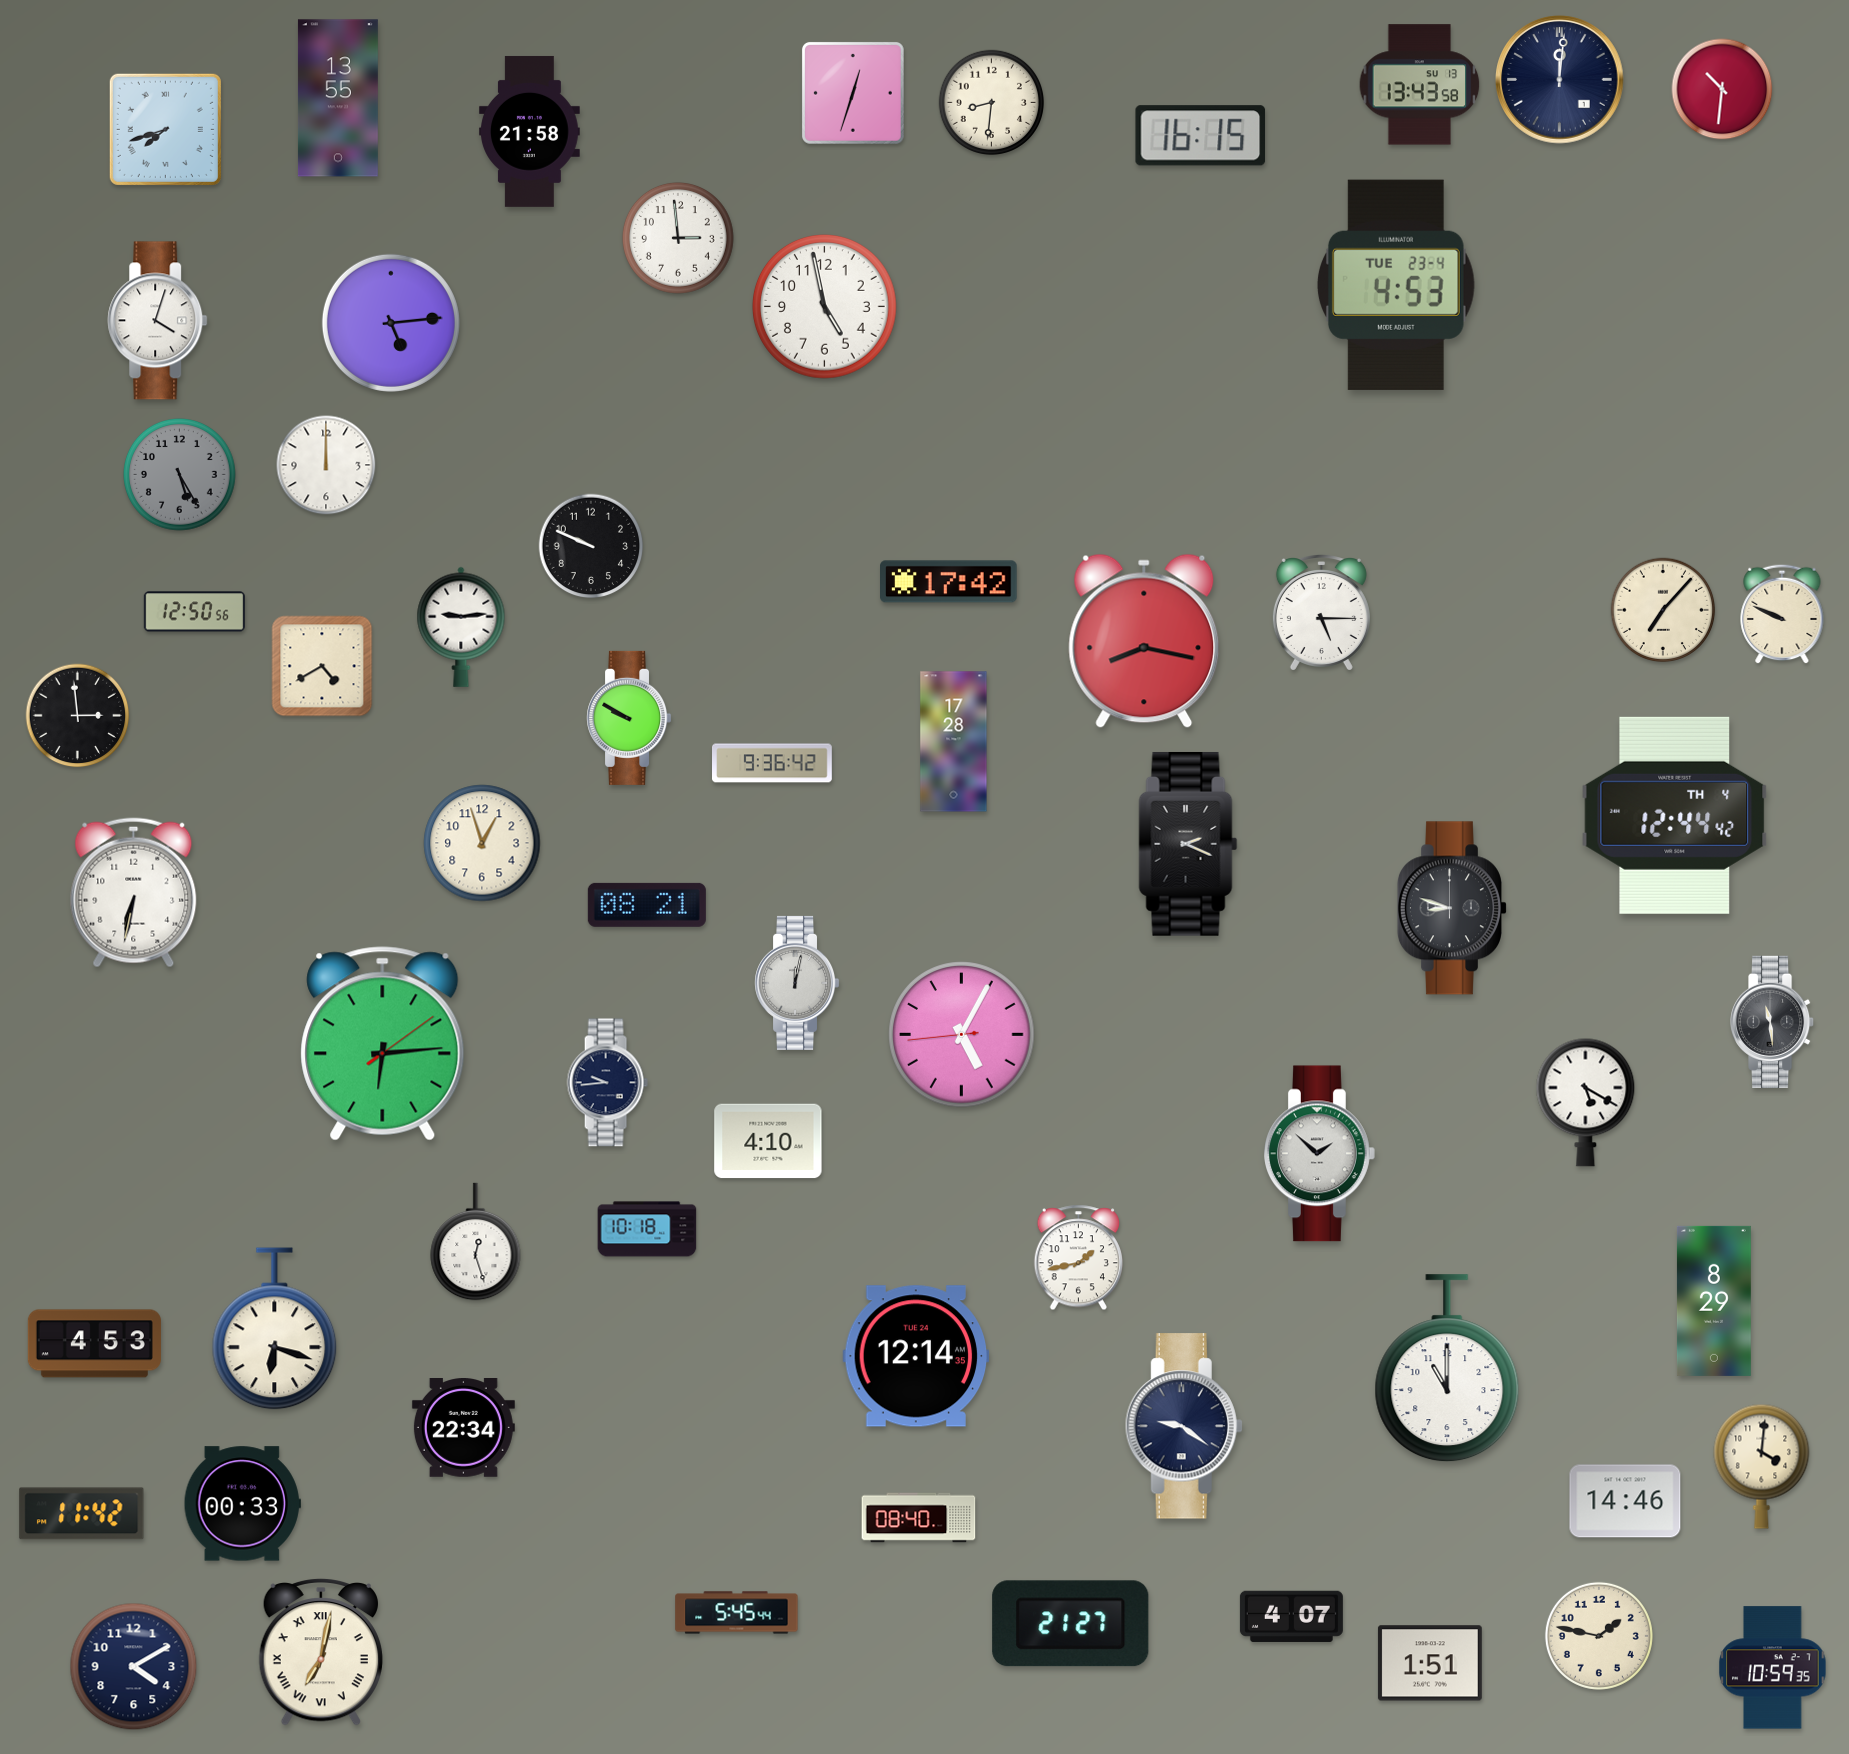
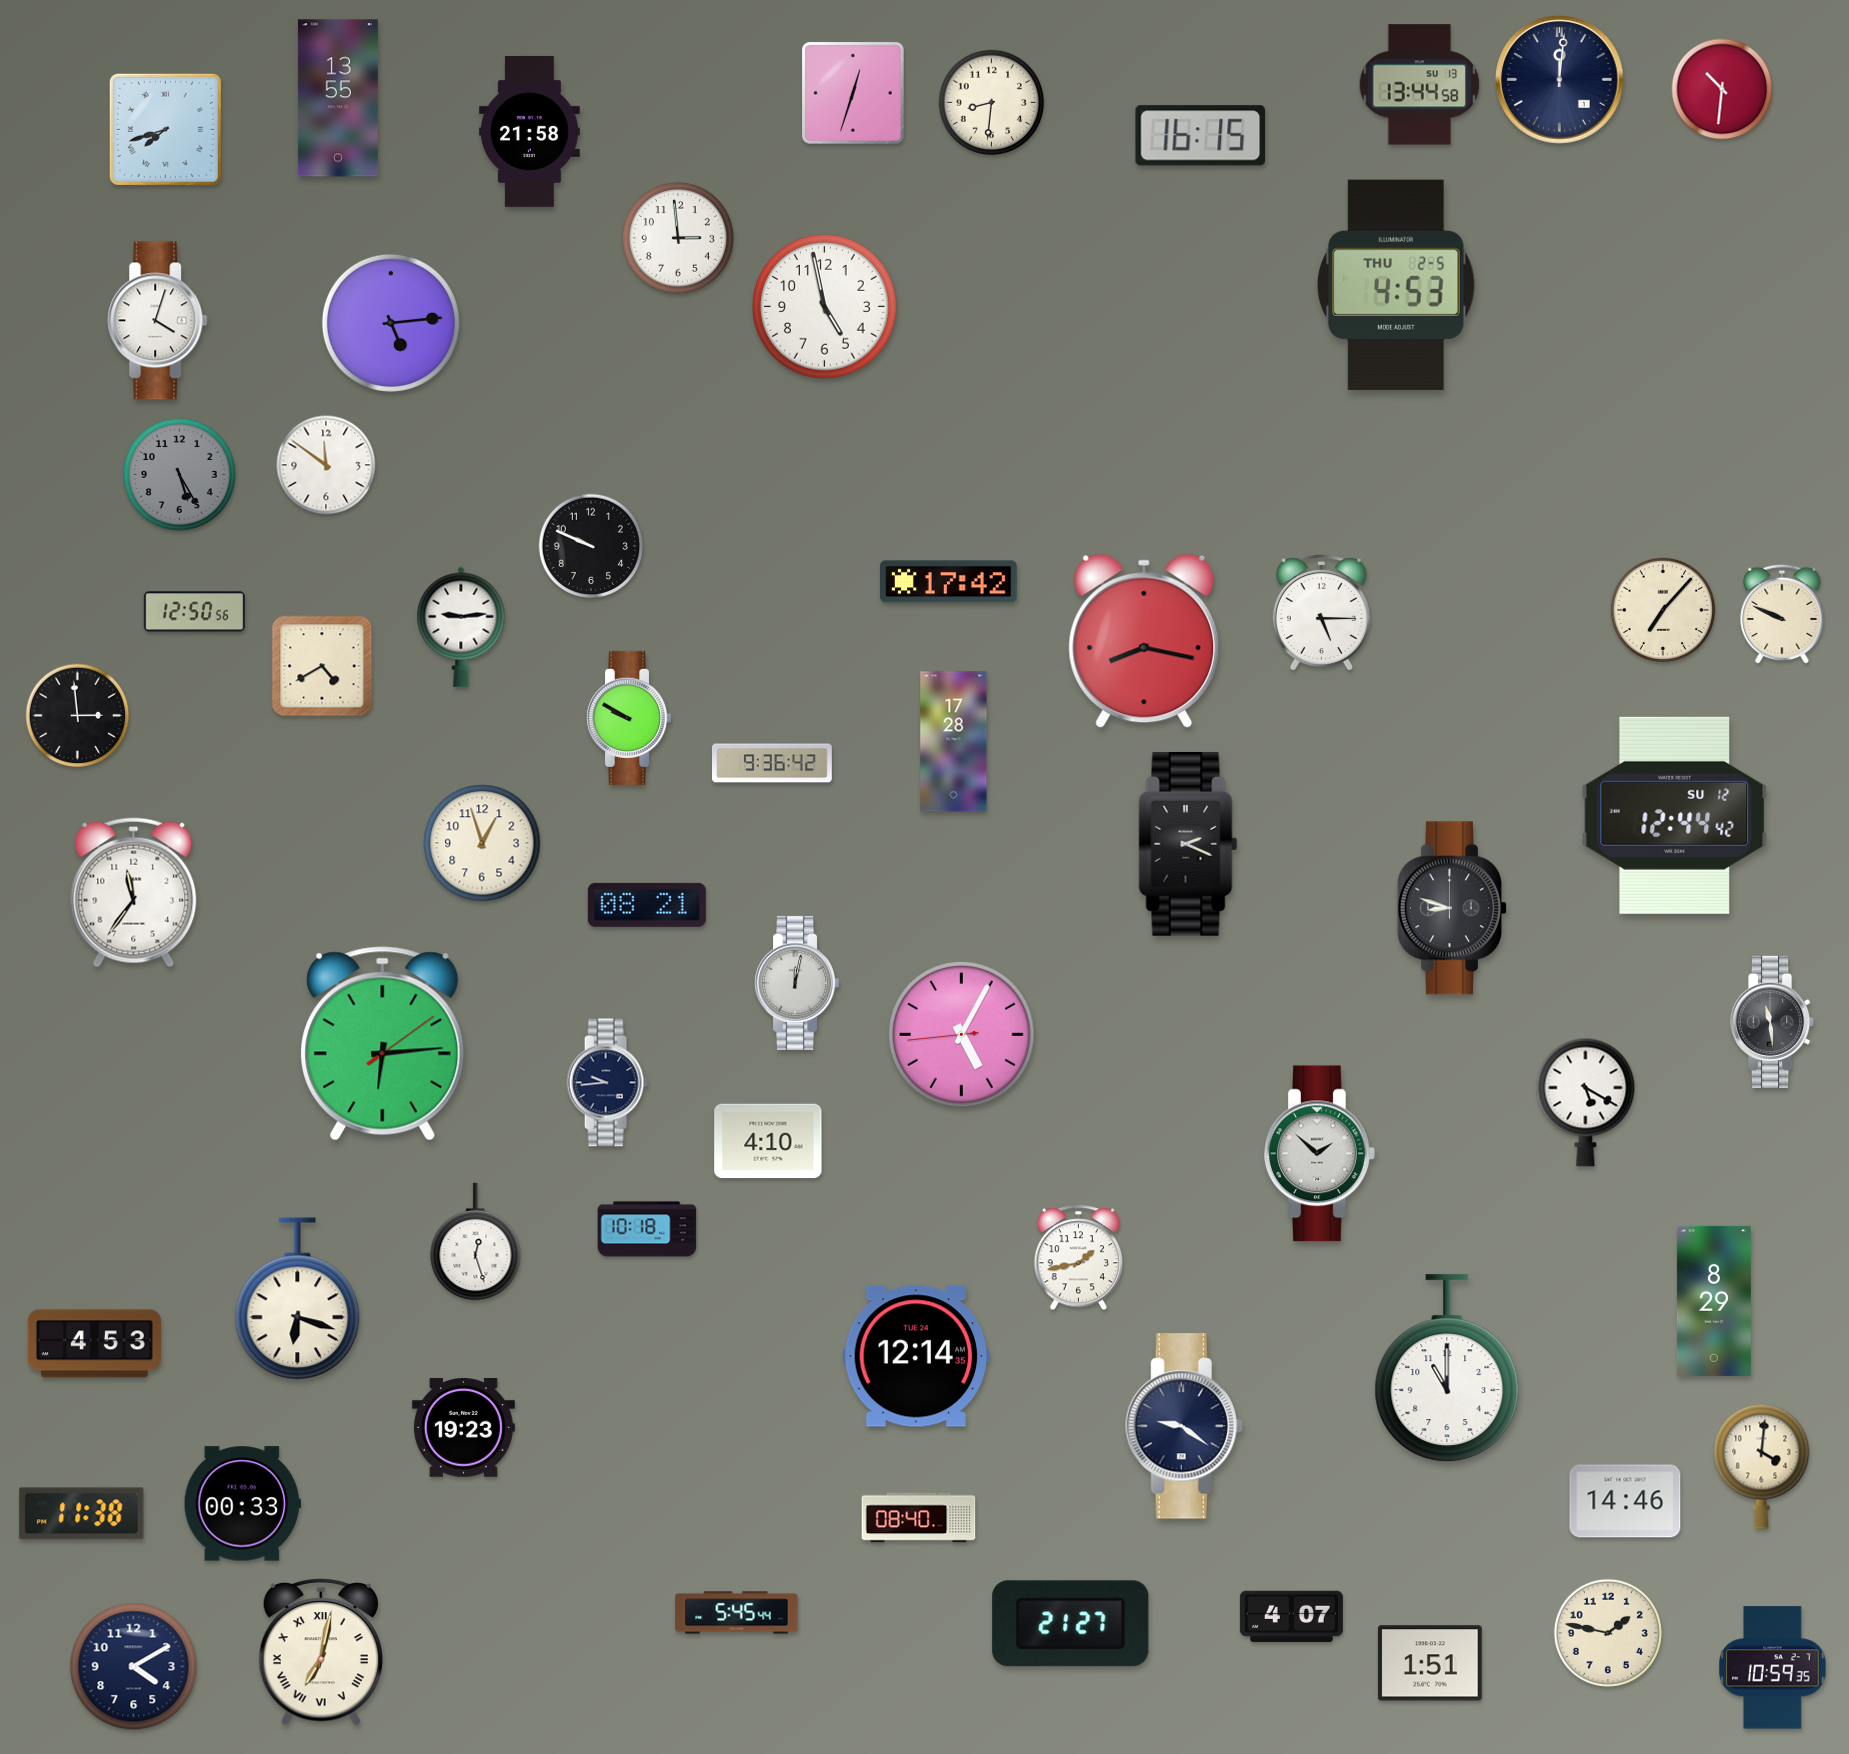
clock at (1420, 85): 13:43 -> 13:44
clock at (1396, 285) date: TUE 23-4 -> THU 2-5
clock at (326, 465): 12:00 -> 11:51
clock at (1675, 815) date: TH 4 -> SU 12
clock at (134, 893): 6:32 -> 11:36
clock at (275, 1329) position: (275, 1329) -> (298, 1299)
clock at (463, 1428): 22:34 -> 19:23
clock at (82, 1514): 11:42 -> 11:38
clock at (1599, 1636) position: (1599, 1636) -> (1608, 1633)
